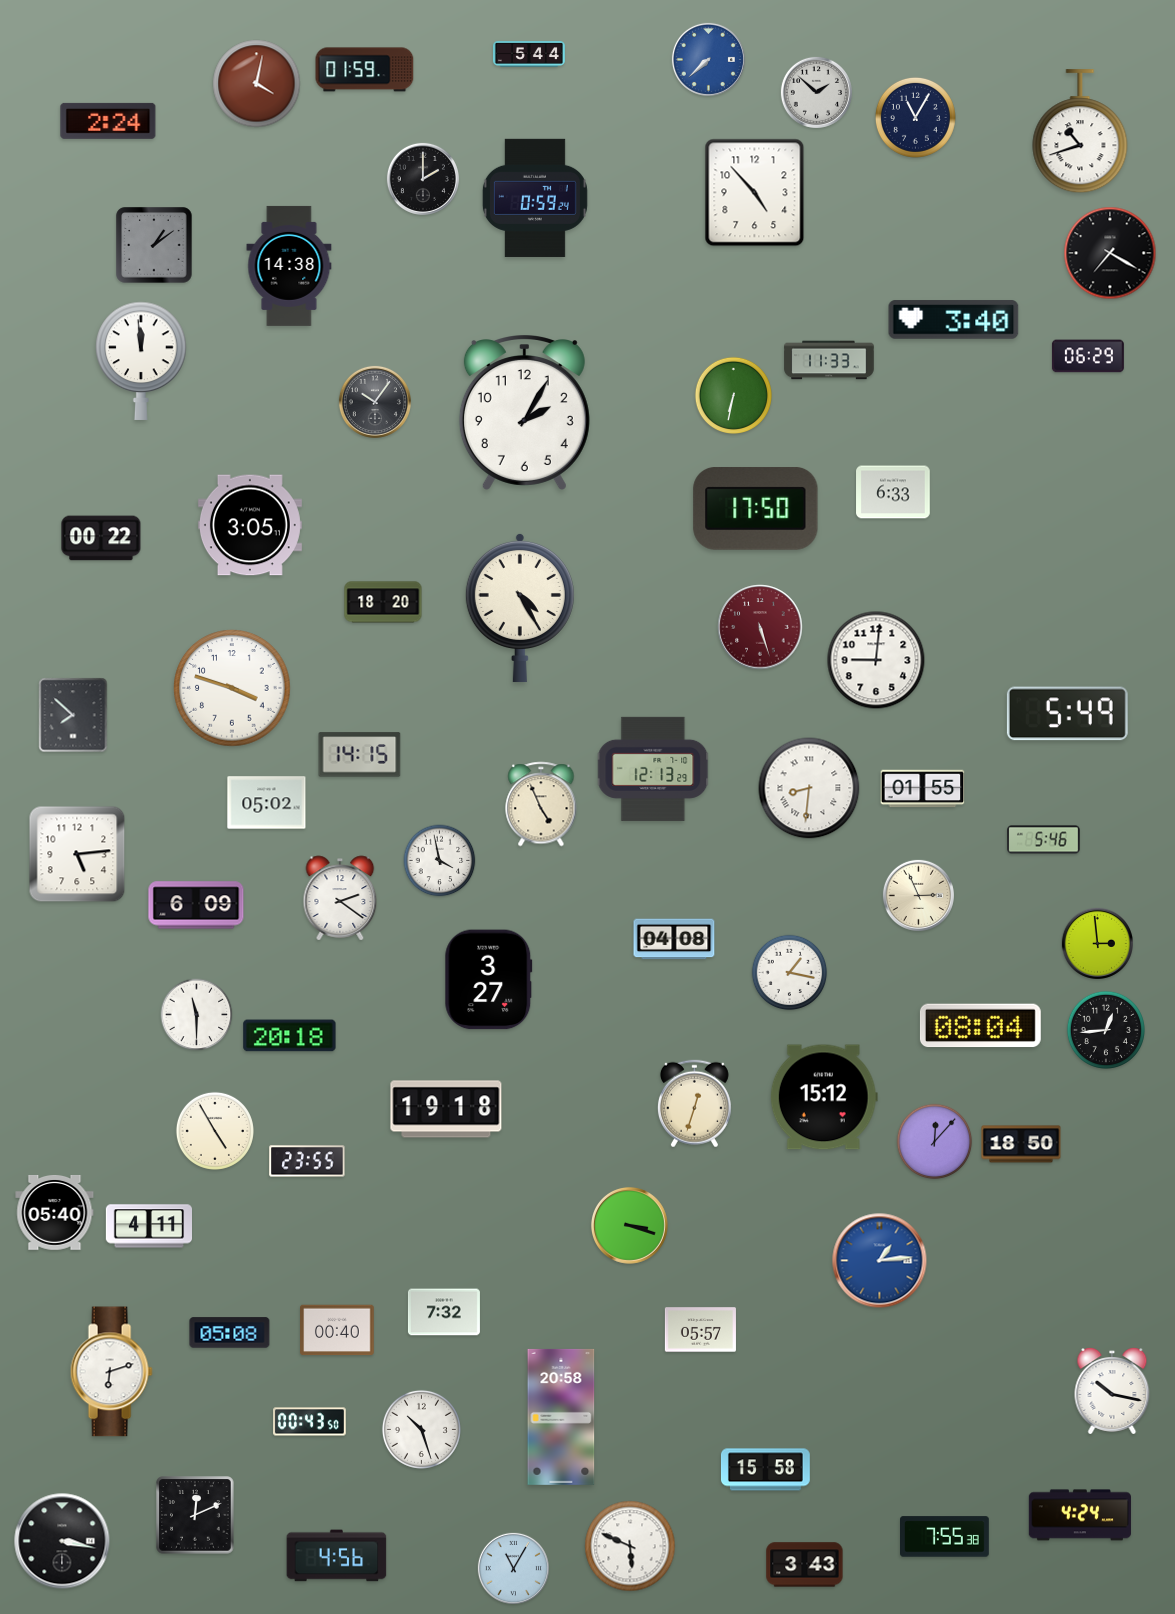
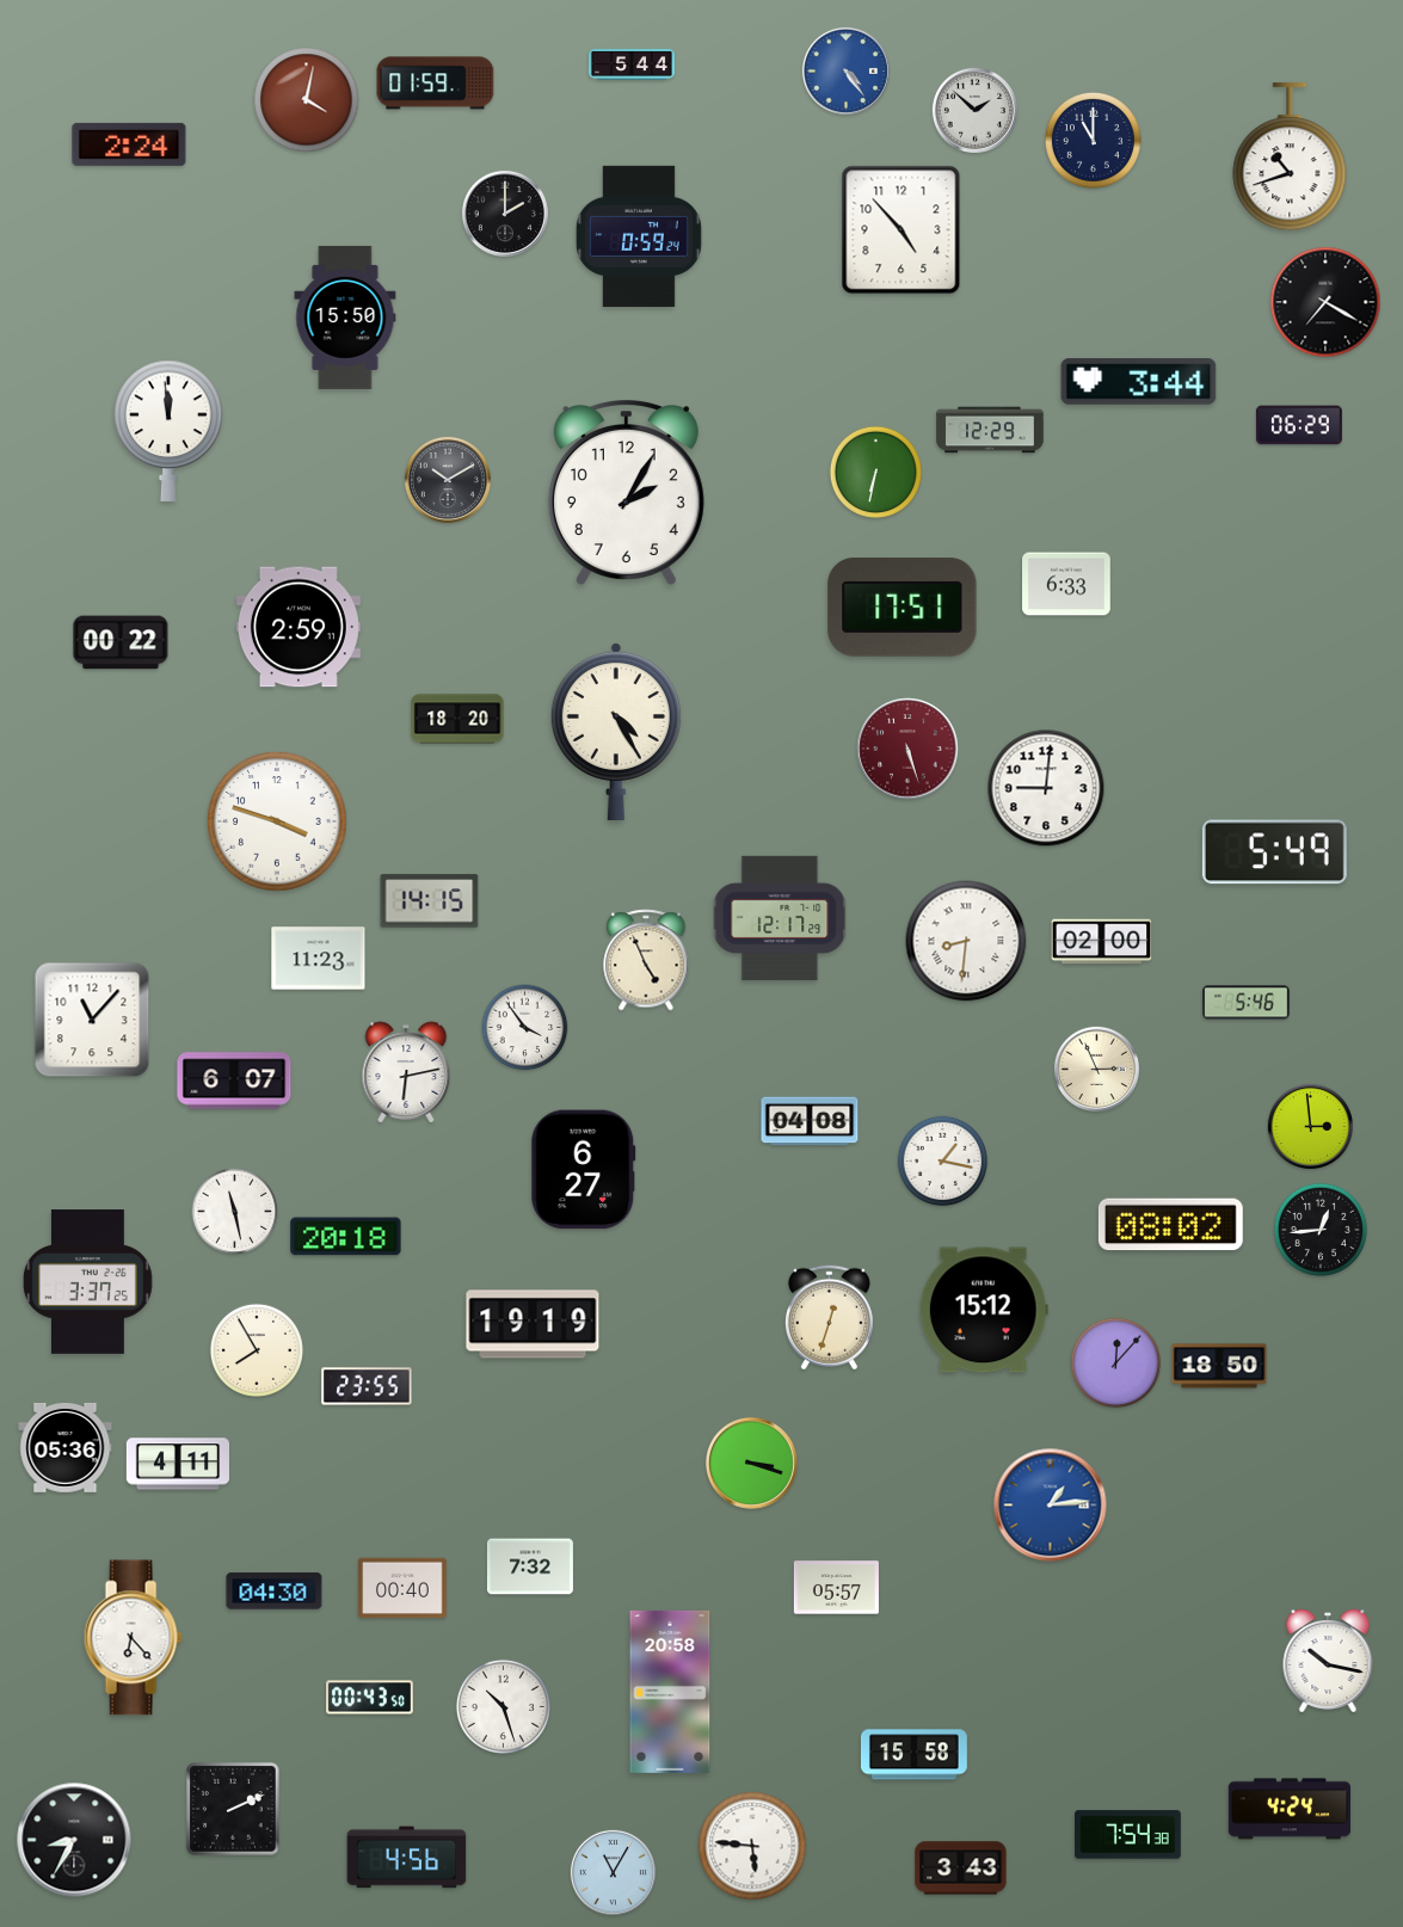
clock at (708, 59): 7:38 -> 4:24
clock at (915, 117): 11:05 -> 11:00
clock at (154, 245): 1:09 -> none
clock at (289, 266): 14:38 -> 15:50
clock at (954, 320): 3:40 -> 3:44
clock at (829, 360): 11:33 -> 12:29
clock at (375, 402): 10:06 -> 10:10
clock at (893, 492) position: (893, 492) -> (1066, 584)
clock at (756, 509): 17:50 -> 17:51
clock at (250, 525): 3:05 -> 2:59
clock at (520, 608) position: (520, 608) -> (616, 732)
clock at (73, 715): 7:52 -> none
clock at (653, 769): 12:13 -> 12:17
clock at (923, 789): 01:55 -> 02:00
clock at (267, 803): 05:02 -> 11:23
clock at (77, 854): 5:14 -> 11:07
clock at (440, 861): 3:58 -> 3:54
clock at (340, 898): 2:21 -> 6:13
clock at (196, 905): 6:09 -> 6:07
clock at (674, 939) position: (674, 939) -> (810, 1121)
clock at (489, 980): 3:27 -> 6:27
clock at (197, 1015): 11:30 -> 11:28
clock at (980, 1026): 08:04 -> 08:02
clock at (87, 1282): none -> 3:37
clock at (446, 1109): 19:18 -> 19:19
clock at (215, 1131): 4:55 -> 7:55
clock at (55, 1212): 05:40 -> 05:36
clock at (230, 1333): 05:08 -> 04:30
clock at (111, 1372): 6:12 -> 6:23
clock at (195, 1515): 12:11 -> 2:11
clock at (945, 1537): 7:55 -> 7:54
clock at (62, 1541): 3:17 -> 8:35
clock at (630, 1546): 5:49 -> 5:46
clock at (337, 1556) position: (337, 1556) -> (407, 1858)
